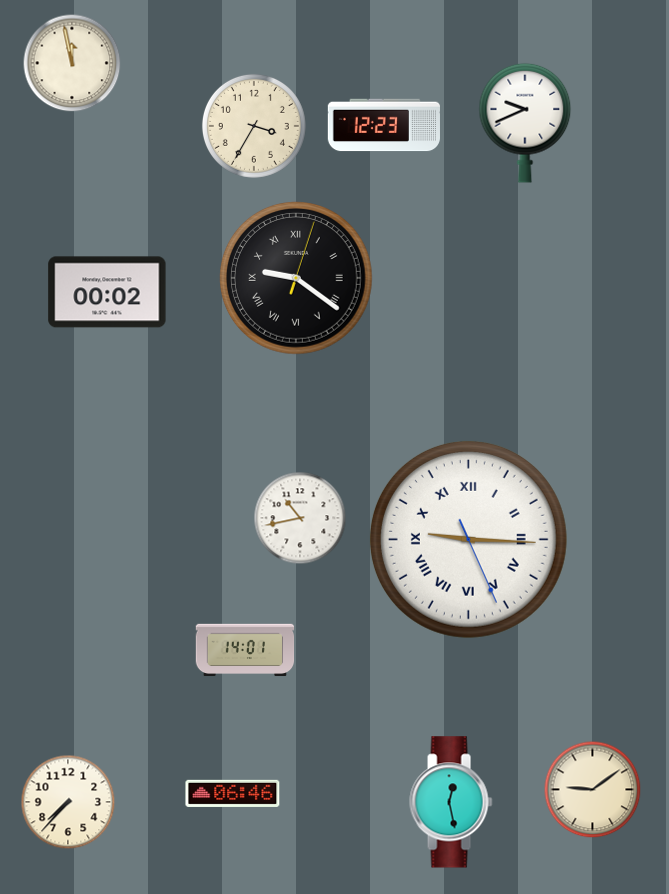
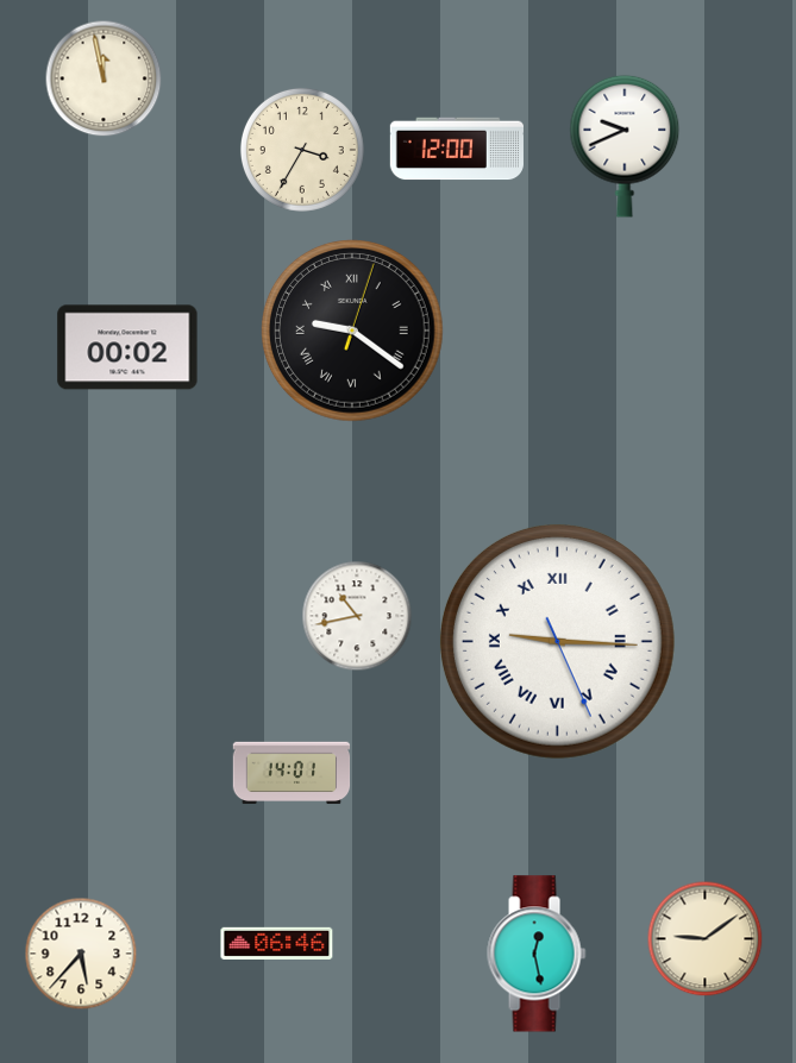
clock at (72, 63) position: (72, 63) -> (104, 78)
clock at (384, 125): 12:23 -> 12:00
clock at (68, 802): 7:37 -> 5:37
